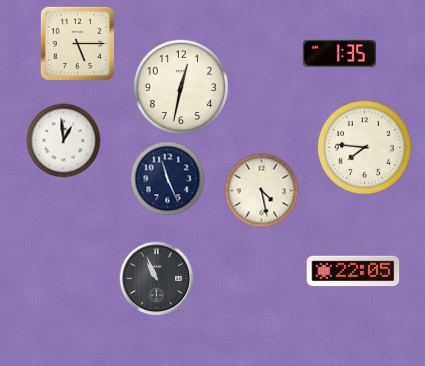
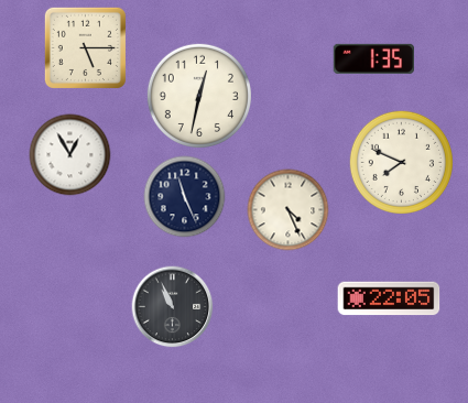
clock at (64, 141): 12:59 -> 12:55
clock at (364, 147): 7:46 -> 7:49
clock at (262, 191): 4:28 -> 4:26
